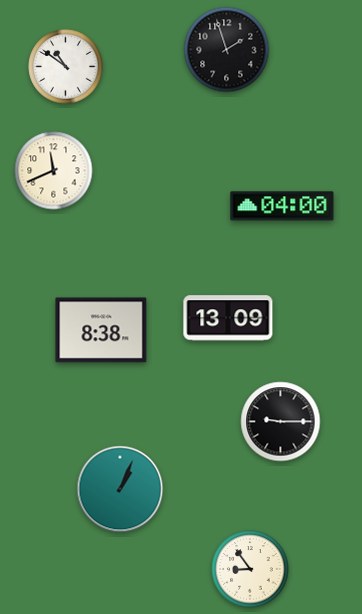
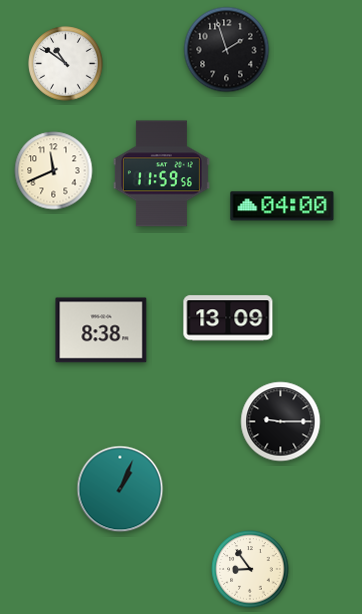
clock at (66, 67) position: (66, 67) -> (66, 64)
clock at (161, 174): none -> 11:59
